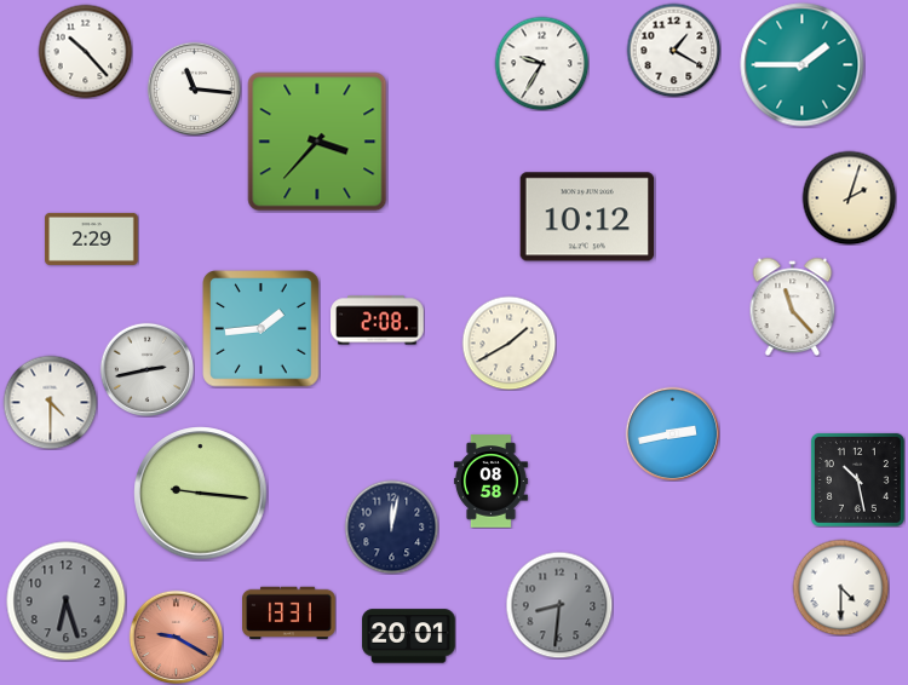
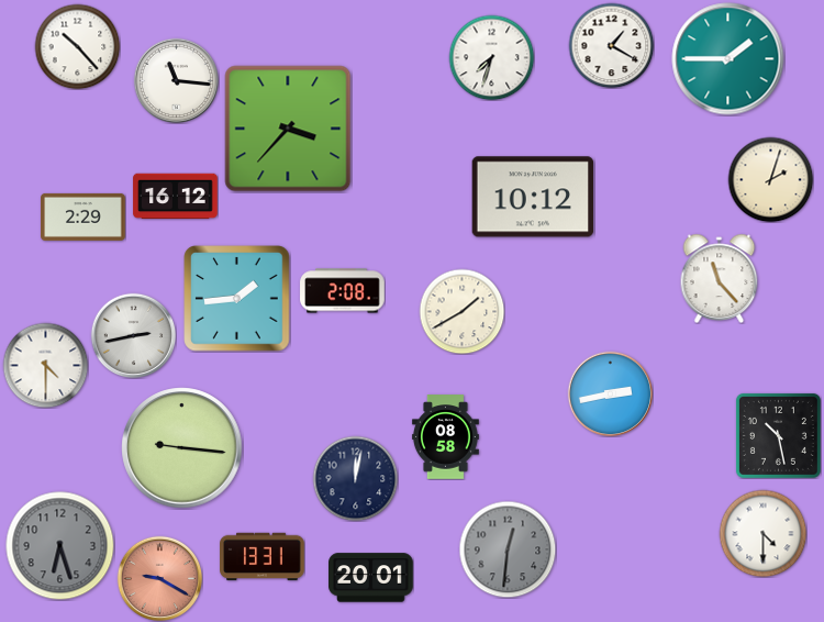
clock at (541, 63): 9:35 -> 7:33
clock at (176, 197): none -> 16:12
clock at (559, 605): 8:31 -> 12:31
